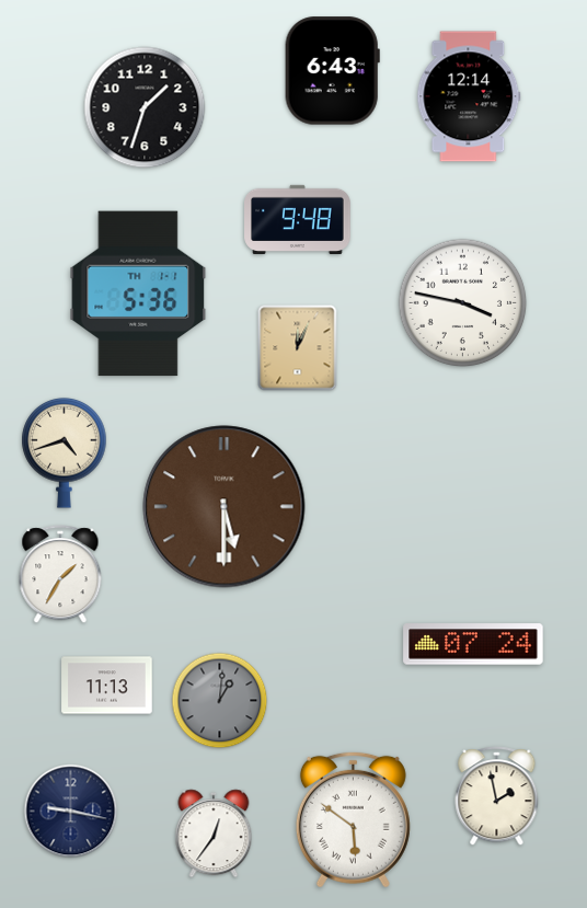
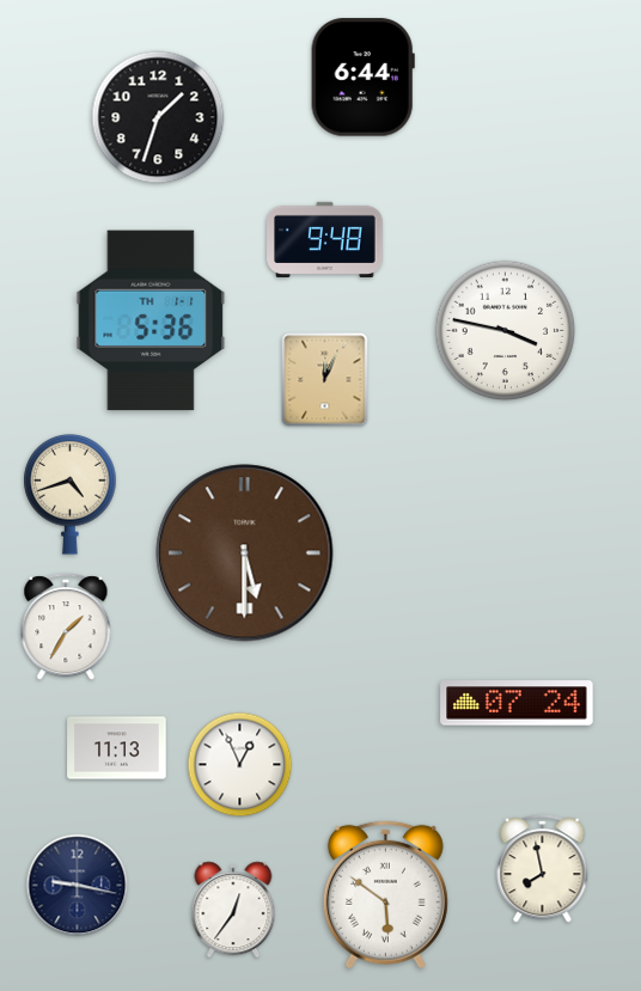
clock at (332, 71): 6:43 -> 6:44
clock at (469, 96): 12:14 -> none
clock at (220, 701): 1:01 -> 12:56
clock at (220, 701) dial: grey -> white
clock at (497, 796): 1:58 -> 7:58
